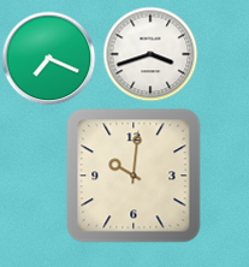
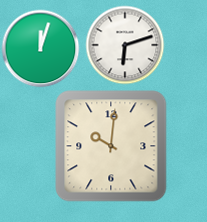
clock at (150, 54): 3:42 -> 6:12
clock at (48, 58): 7:19 -> 12:03
